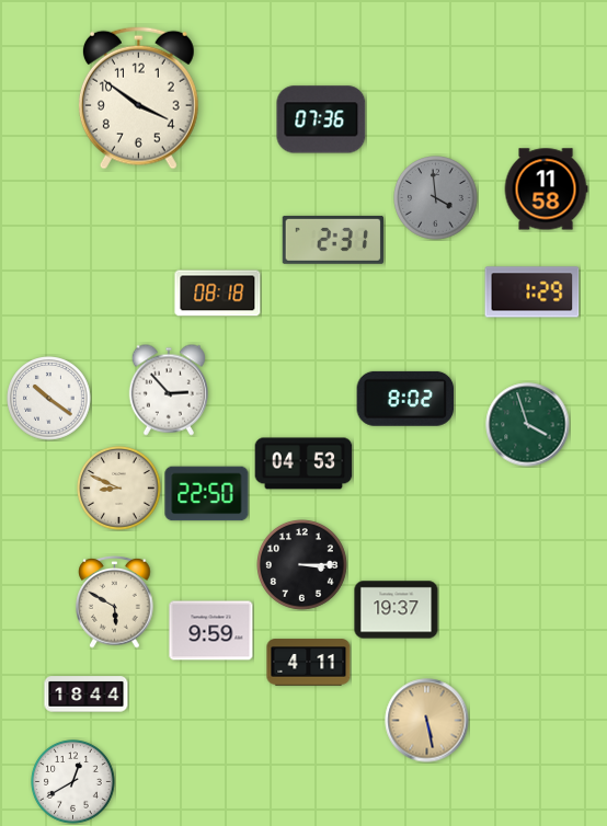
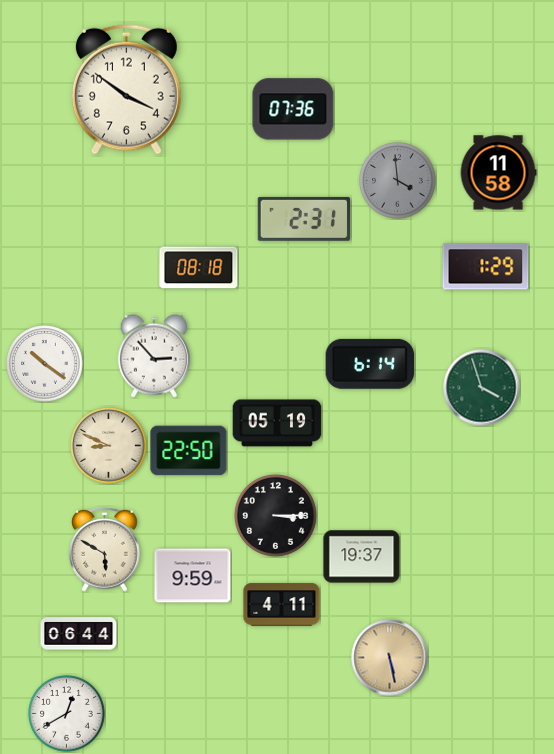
clock at (405, 399): 8:02 -> 6:14
clock at (303, 463): 04:53 -> 05:19
clock at (87, 695): 18:44 -> 06:44
